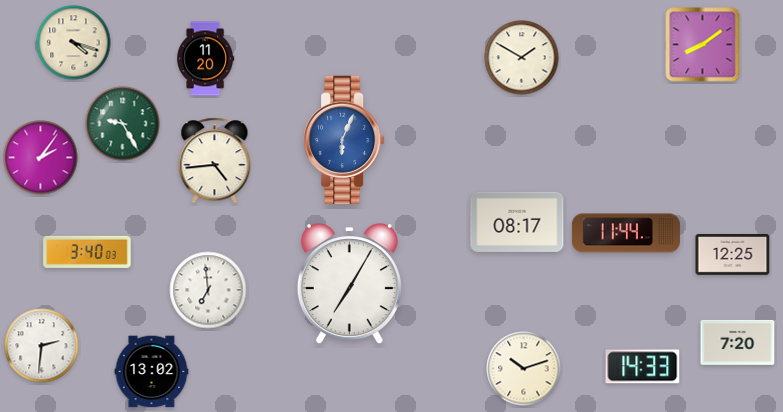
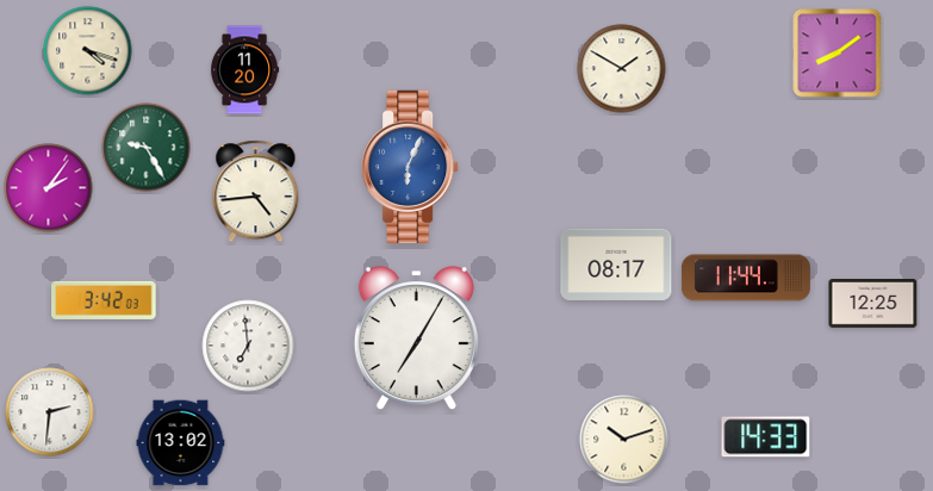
clock at (87, 252): 3:40 -> 3:42
clock at (738, 342): 7:20 -> none
